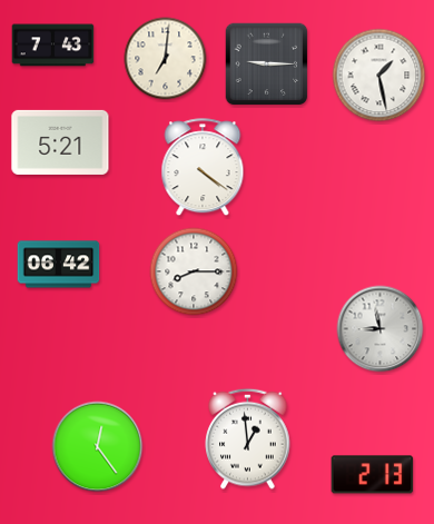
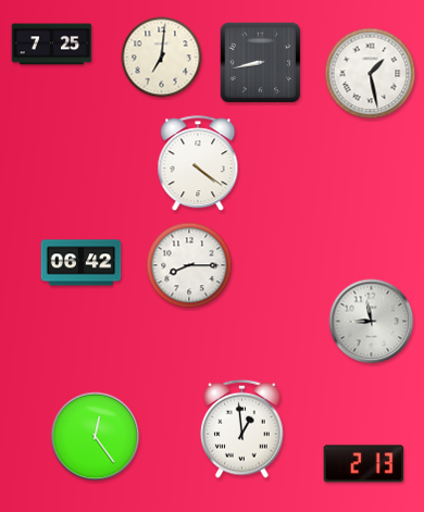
clock at (53, 46): 7:43 -> 7:25
clock at (267, 65): 9:15 -> 8:43
clock at (60, 142): 5:21 -> none
clock at (59, 265) position: (59, 265) -> (82, 263)
